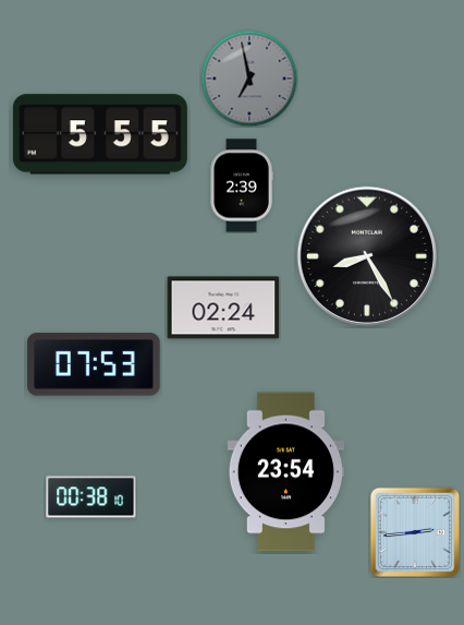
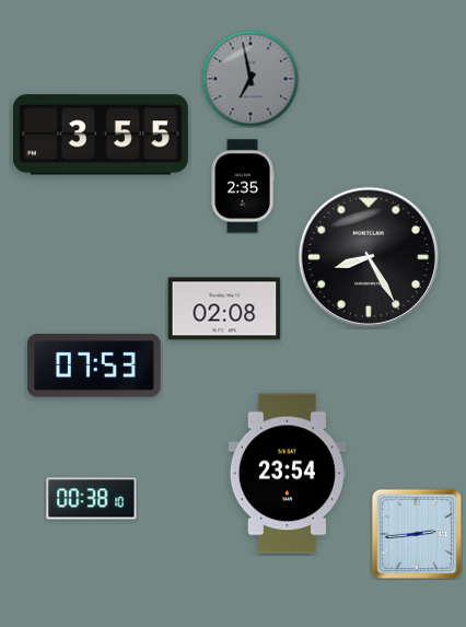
clock at (100, 134): 5:55 -> 3:55
clock at (242, 185): 2:39 -> 2:35
clock at (223, 308): 02:24 -> 02:08
